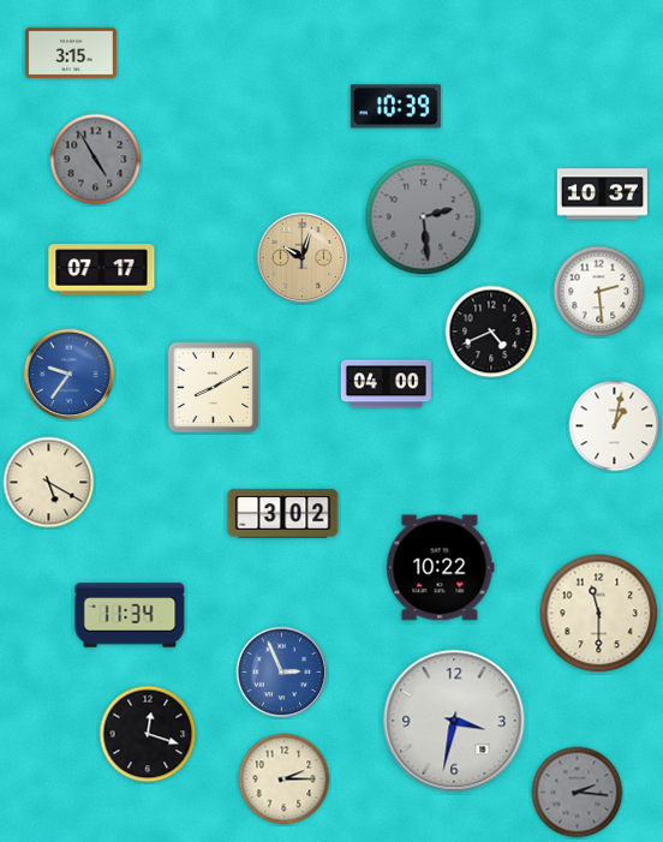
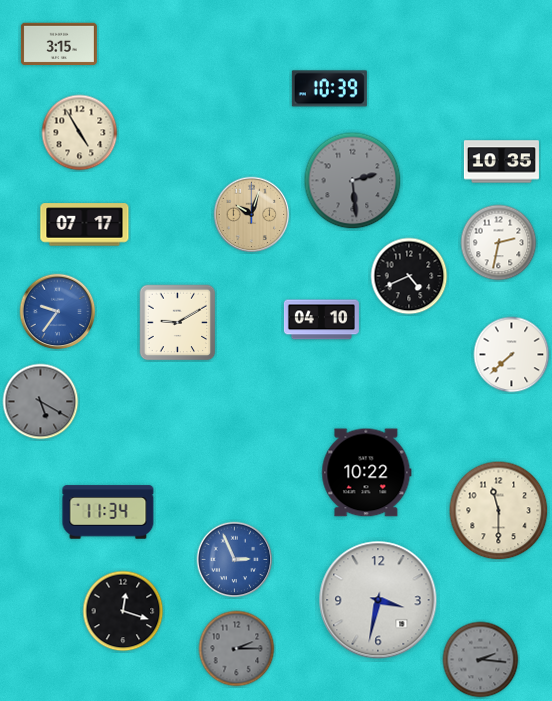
clock at (96, 160) dial: grey -> cream
clock at (602, 195): 10:37 -> 10:35
clock at (599, 292): 2:29 -> 2:32
clock at (386, 384): 04:00 -> 04:10
clock at (214, 388): 8:10 -> 9:10
clock at (615, 426): 1:02 -> 7:38
clock at (49, 483) dial: cream -> grey
clock at (283, 514): 3:02 -> none
clock at (285, 780) dial: cream -> grey
